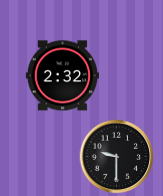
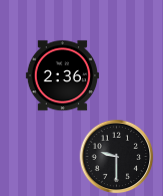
clock at (62, 76): 2:32 -> 2:36
